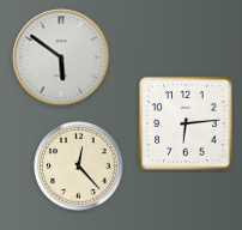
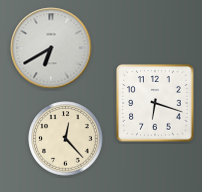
clock at (61, 57): 5:51 -> 6:40
clock at (186, 123): 6:14 -> 6:18
